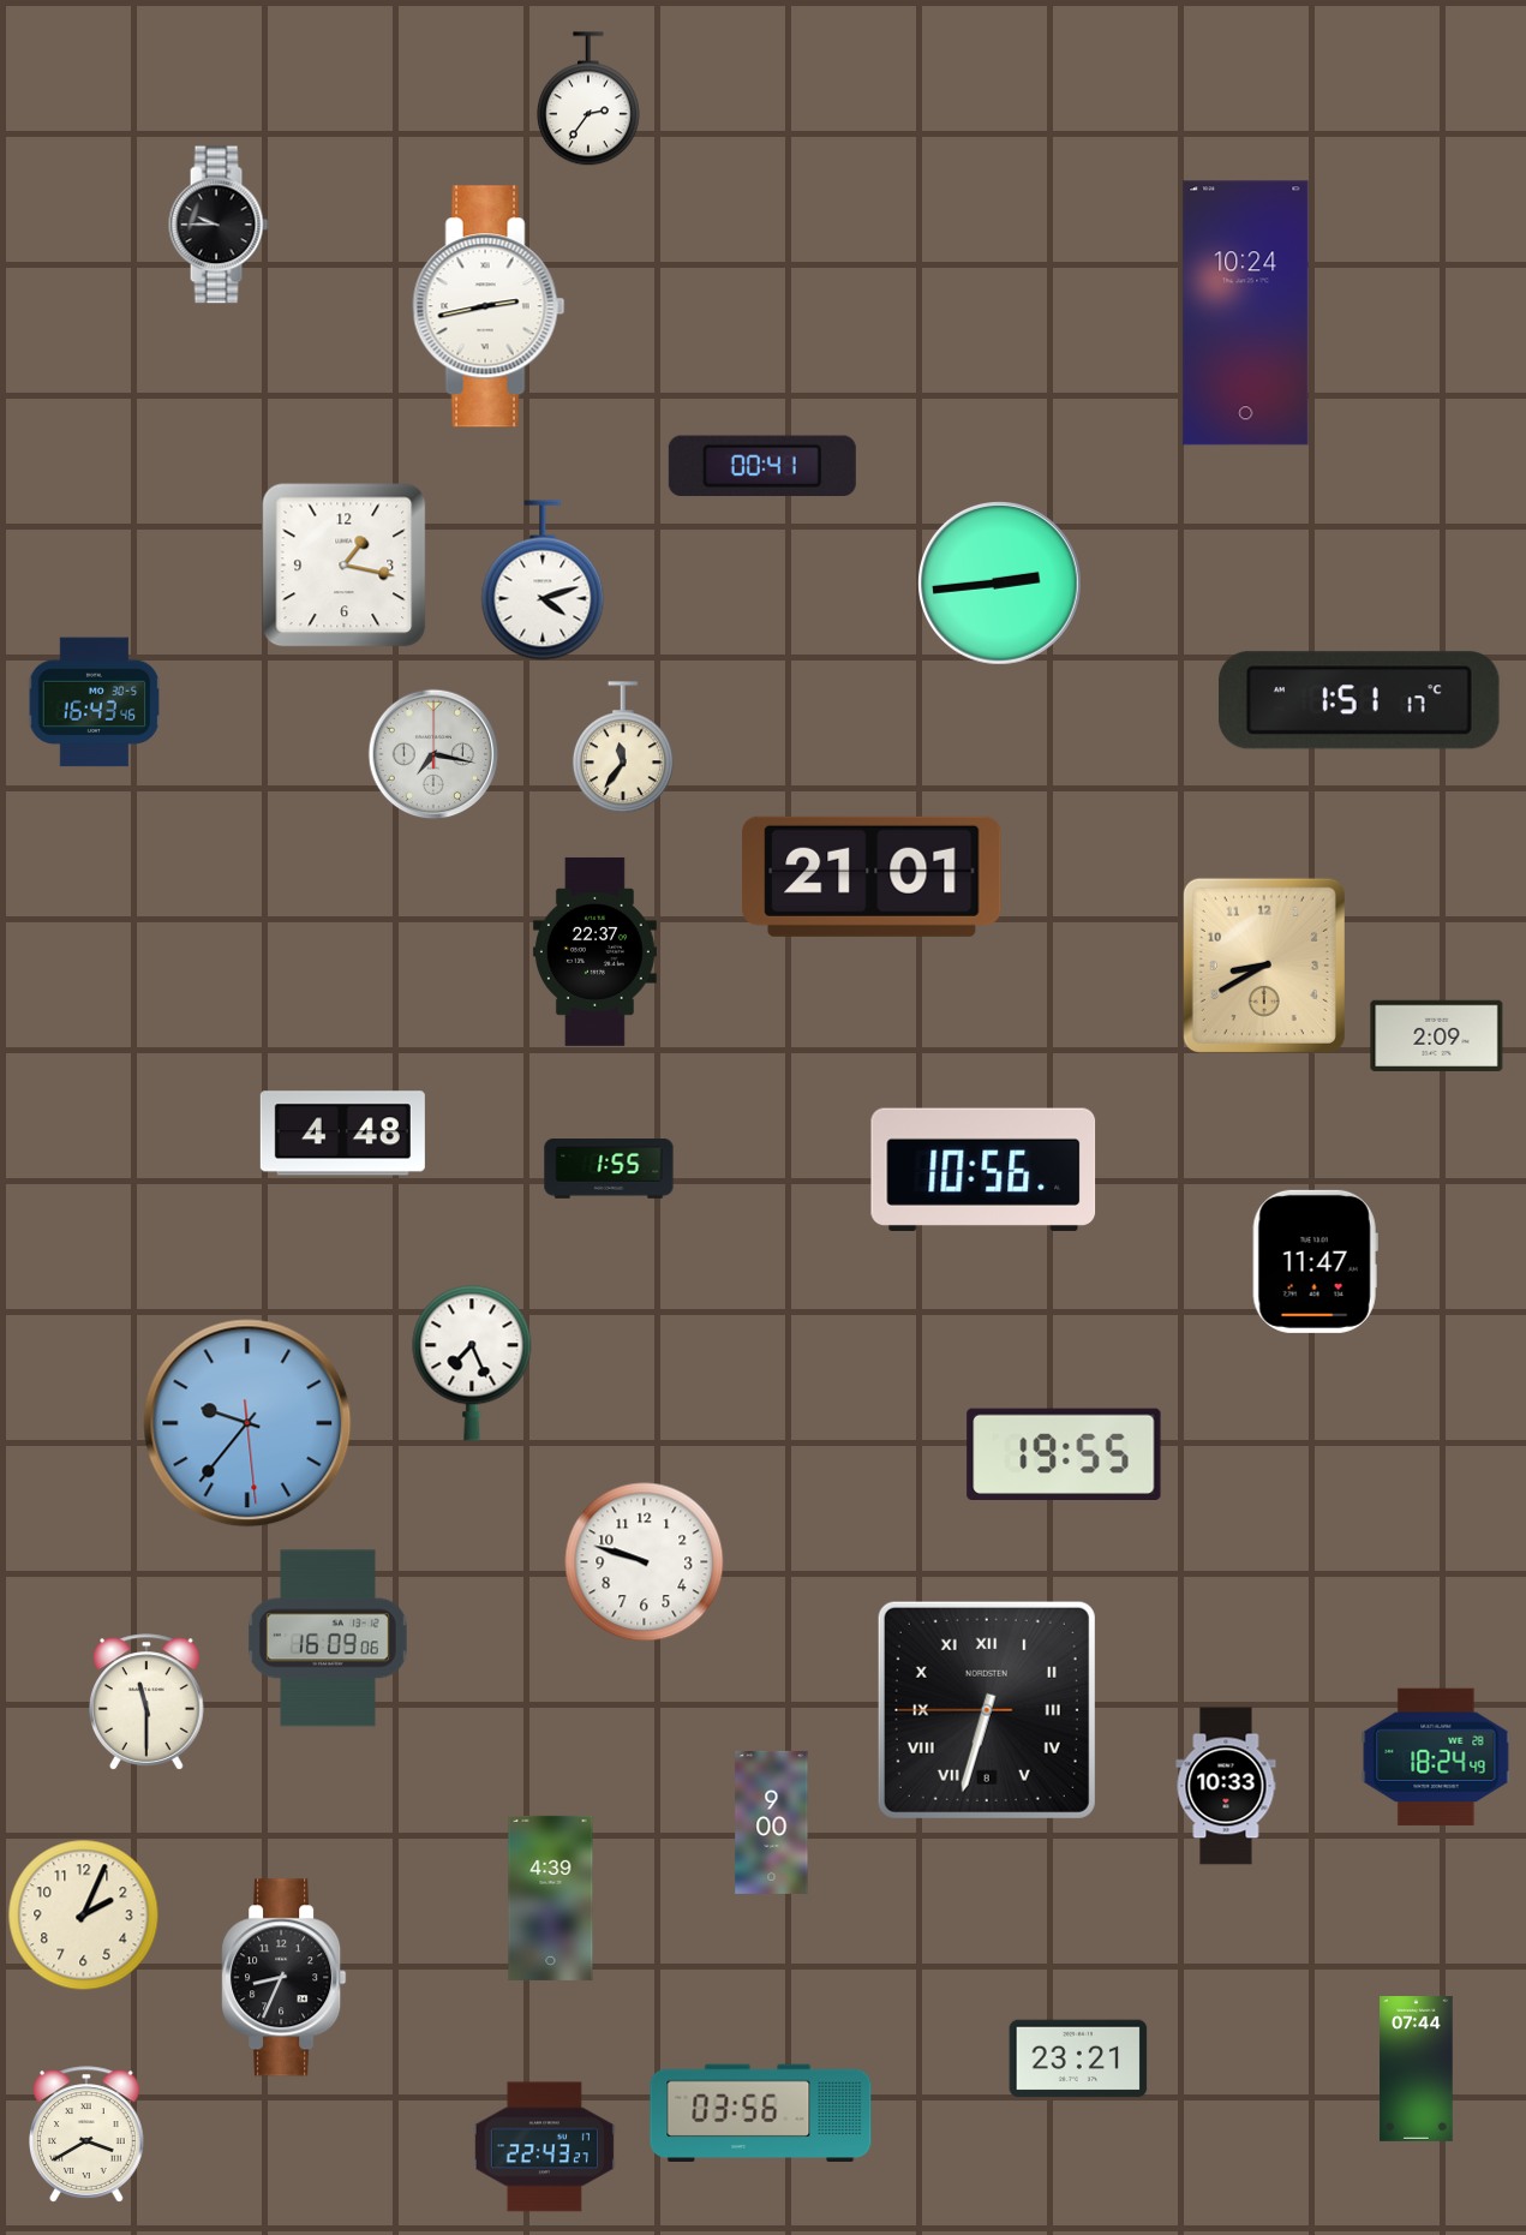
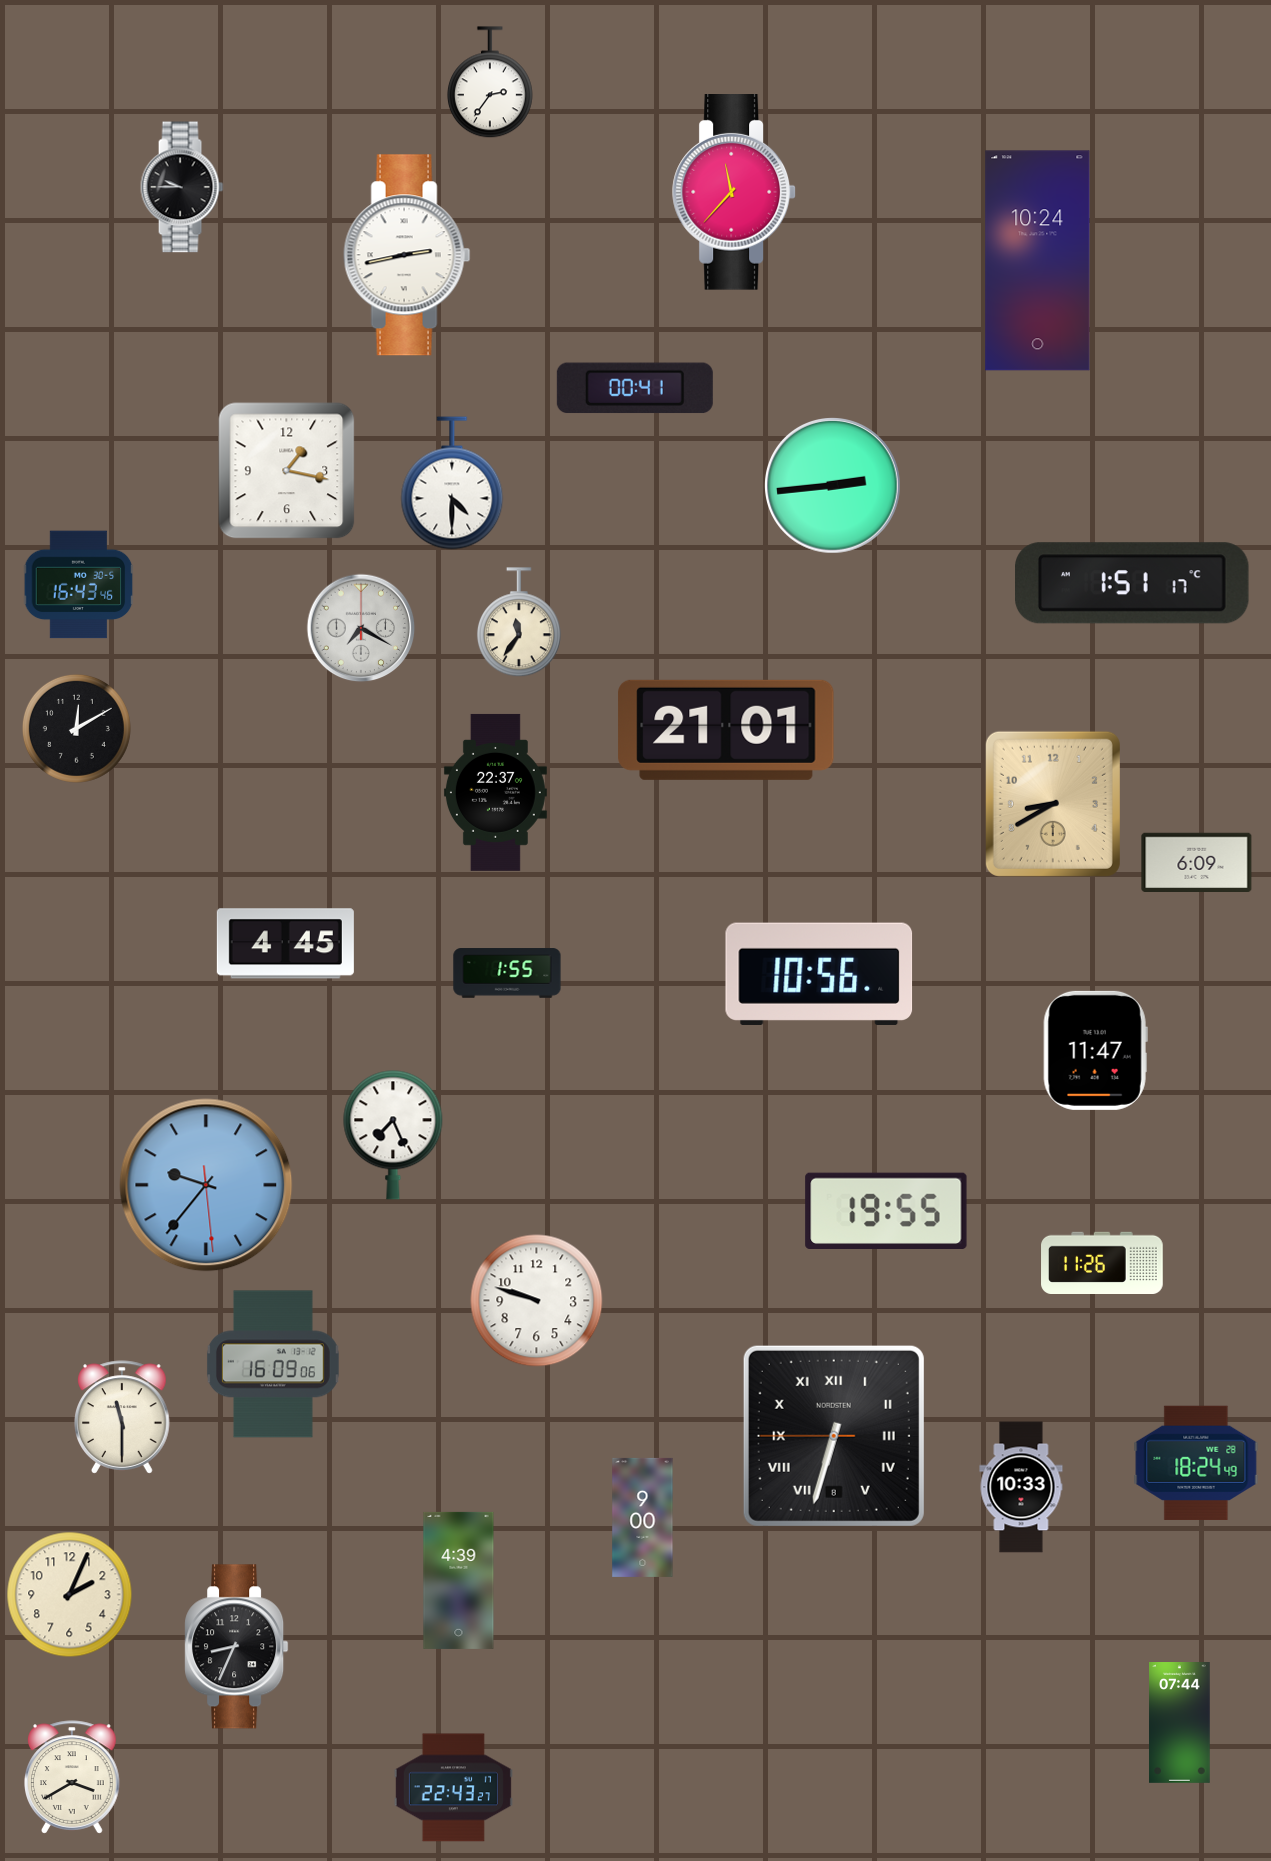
clock at (734, 193): none -> 11:37
clock at (543, 580): 4:12 -> 4:30
clock at (433, 754): 7:17 -> 7:20
clock at (76, 728): none -> 12:10
clock at (1437, 1035): 2:09 -> 6:09
clock at (342, 1134): 4:48 -> 4:45
clock at (1102, 1262): none -> 11:26
clock at (987, 1710) position: (987, 1710) -> (834, 1436)
clock at (1078, 2058): 23:21 -> none
clock at (761, 2114): 03:56 -> none
